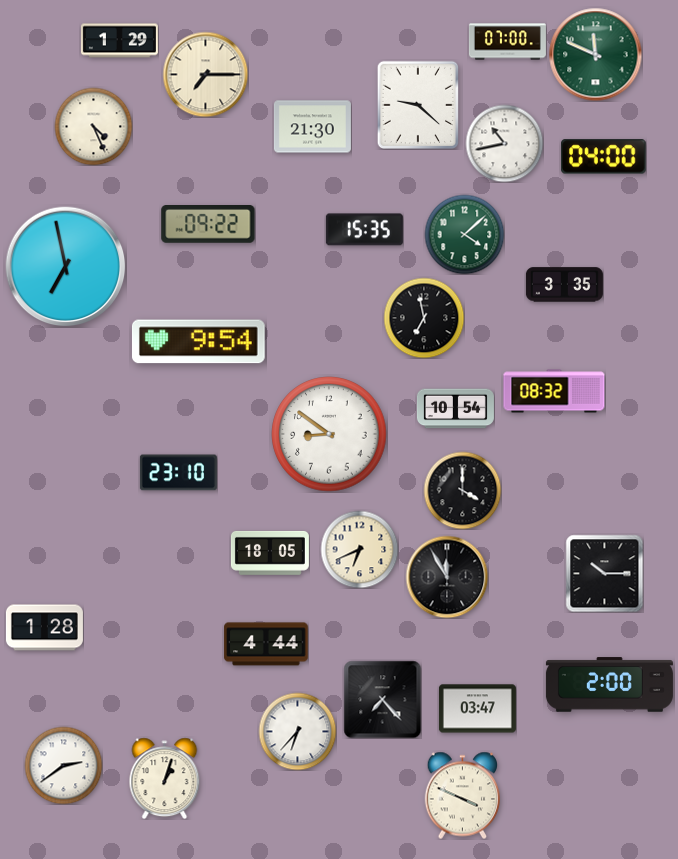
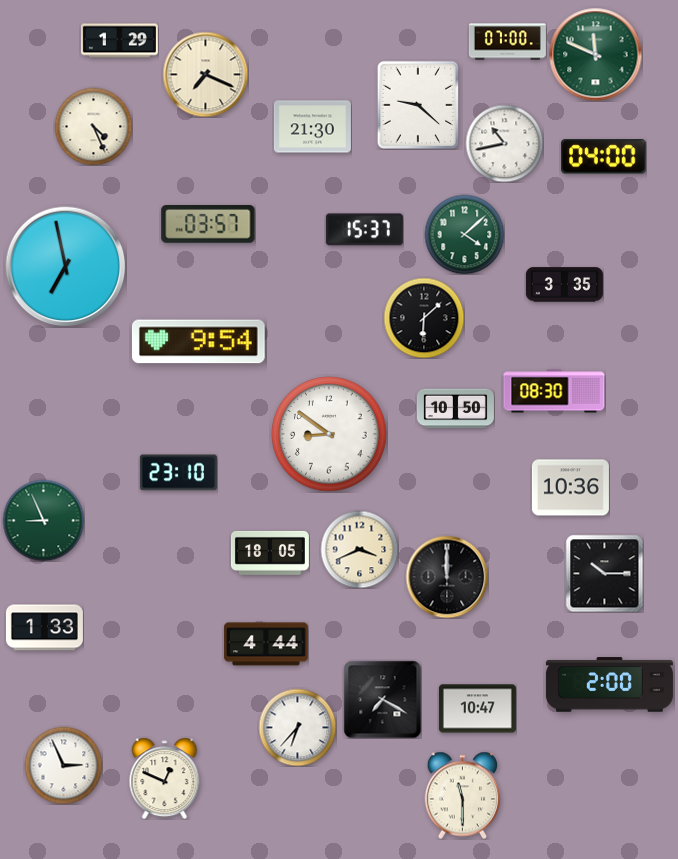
clock at (205, 74): 7:15 -> 7:19
clock at (208, 225): 09:22 -> 03:57
clock at (364, 230): 15:35 -> 15:37
clock at (424, 318): 6:58 -> 6:08
clock at (554, 391): 08:32 -> 08:30
clock at (455, 409): 10:54 -> 10:50
clock at (570, 488): none -> 10:36
clock at (462, 490): 4:00 -> none
clock at (43, 520): none -> 8:56
clock at (359, 549): 6:41 -> 3:41
clock at (447, 577): 11:55 -> 12:00
clock at (44, 628): 1:28 -> 1:33
clock at (382, 699): 7:23 -> 7:20
clock at (477, 709): 03:47 -> 10:47
clock at (297, 731) position: (297, 731) -> (297, 727)
clock at (63, 765): 2:39 -> 2:56
clock at (165, 778): 1:03 -> 12:49
clock at (463, 795): 3:49 -> 11:30
